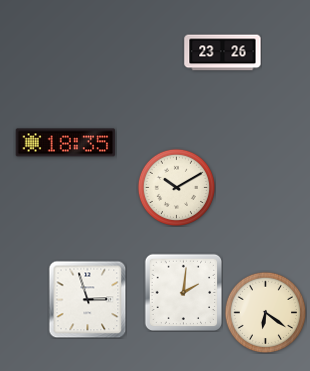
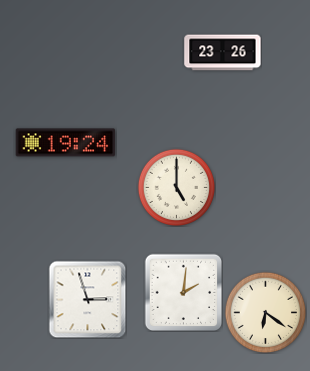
clock at (66, 143): 18:35 -> 19:24
clock at (176, 187): 10:10 -> 5:00
